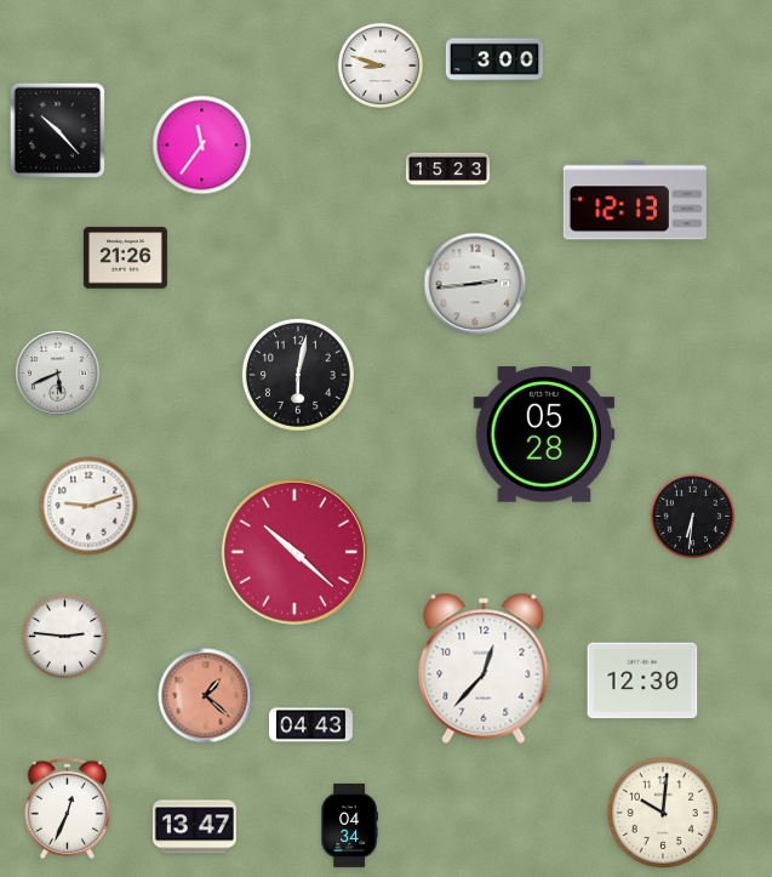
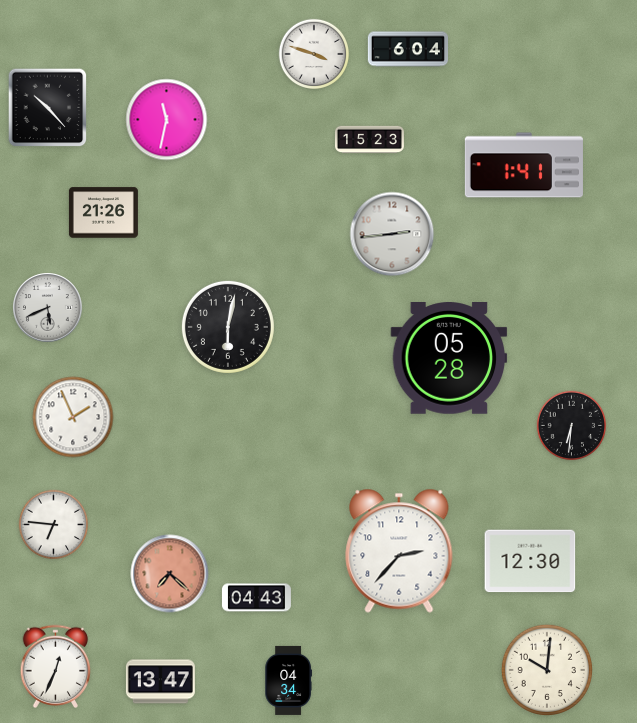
clock at (494, 59): 3:00 -> 6:04
clock at (379, 64): 8:48 -> 3:48
clock at (202, 146): 11:36 -> 11:32
clock at (635, 200): 12:13 -> 1:41
clock at (298, 375) position: (298, 375) -> (228, 327)
clock at (88, 506): 9:12 -> 1:56
clock at (294, 552): 10:22 -> none
clock at (65, 637): 2:46 -> 6:46
clock at (484, 668): 12:37 -> 2:37
clock at (206, 696): 1:22 -> 7:22
